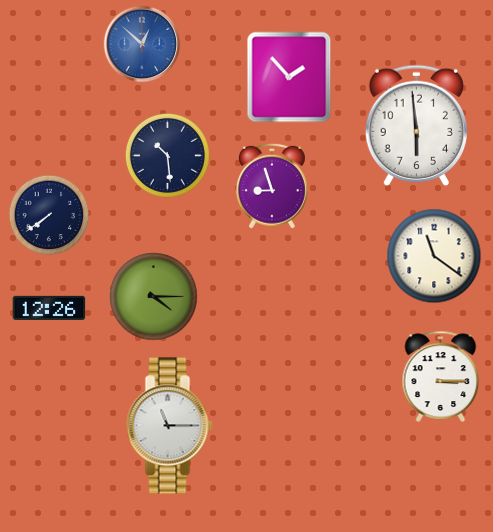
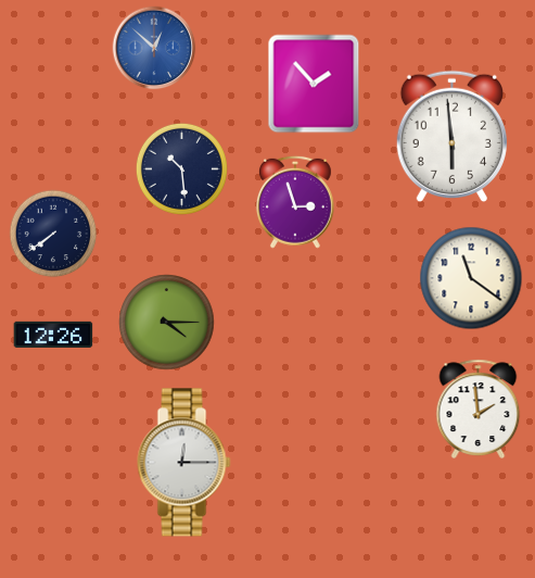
clock at (272, 186): 8:57 -> 2:57
clock at (441, 376): 3:15 -> 1:59
clock at (170, 426): 11:15 -> 12:15
